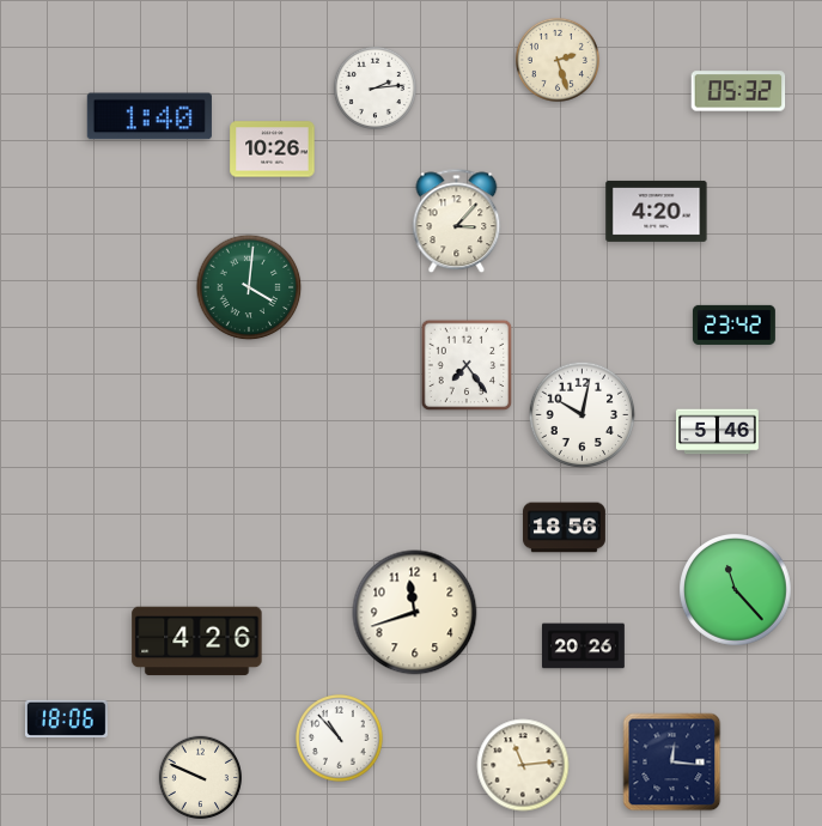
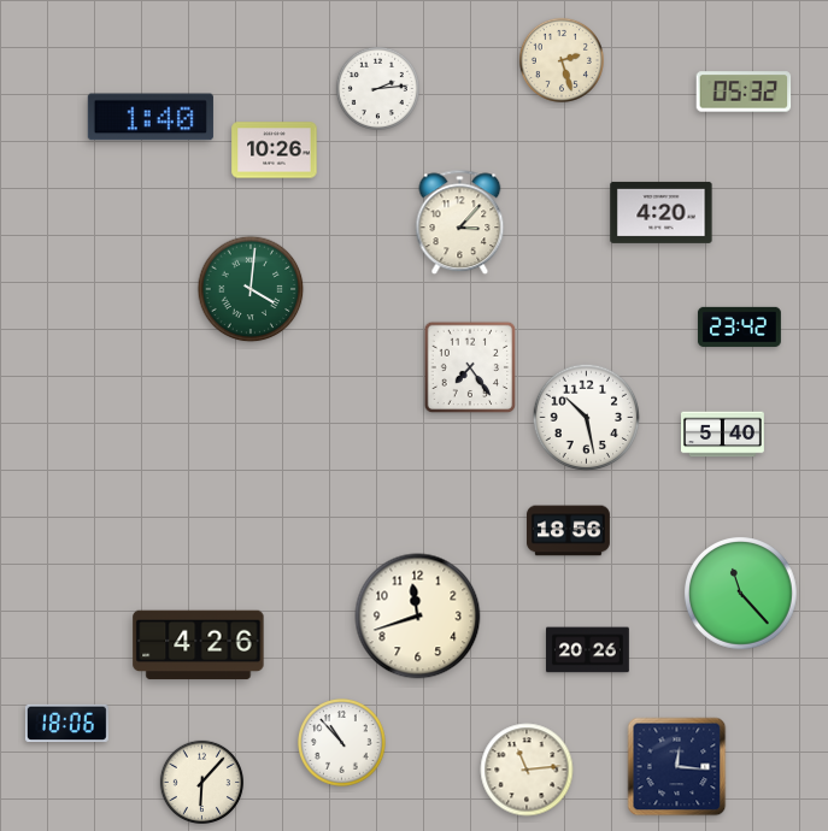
clock at (583, 415): 10:02 -> 10:28
clock at (718, 432): 5:46 -> 5:40
clock at (200, 777): 9:49 -> 6:07
